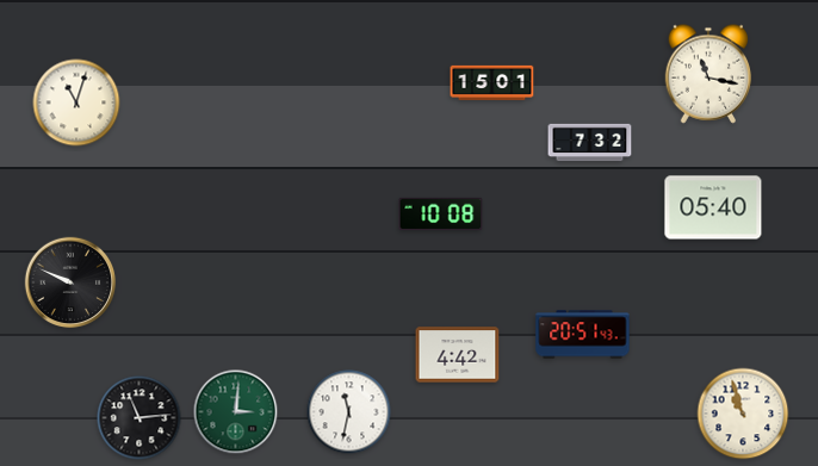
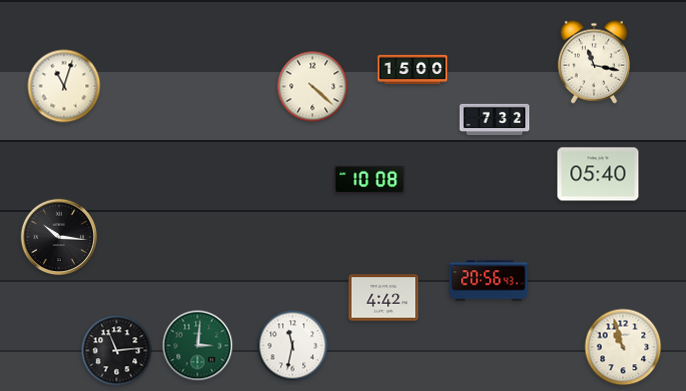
clock at (492, 82): 15:01 -> 15:00
clock at (313, 87): none -> 4:22
clock at (70, 282): 9:49 -> 10:16
clock at (583, 335): 20:51 -> 20:56
